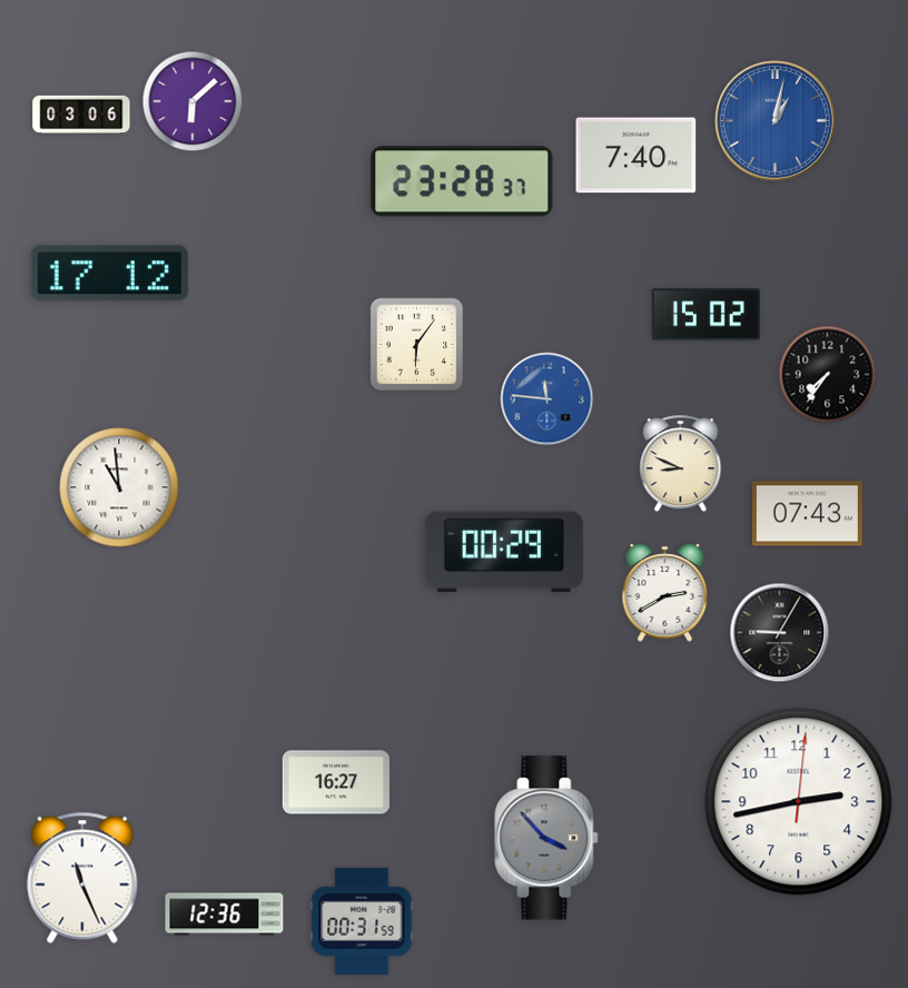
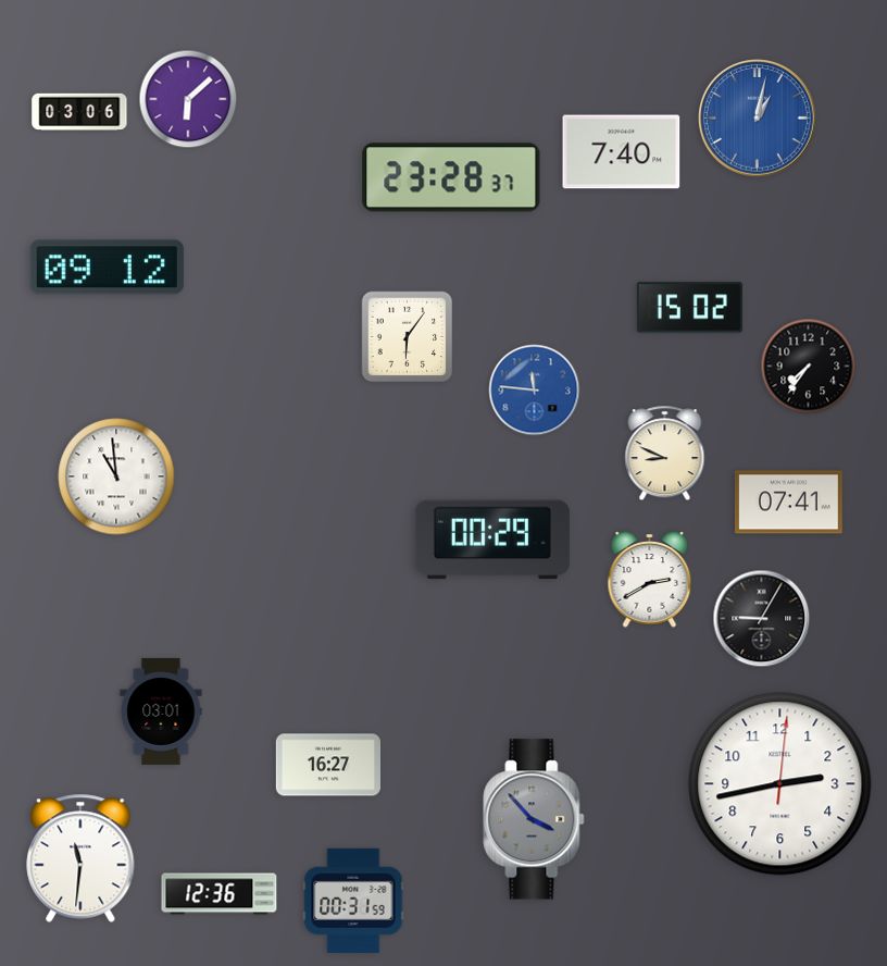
clock at (109, 274): 17:12 -> 09:12
clock at (807, 514): 07:43 -> 07:41
clock at (161, 711): none -> 03:01
clock at (82, 878): 11:26 -> 11:31
